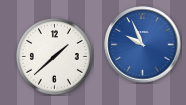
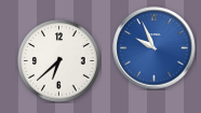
clock at (55, 57): 1:38 -> 6:38
